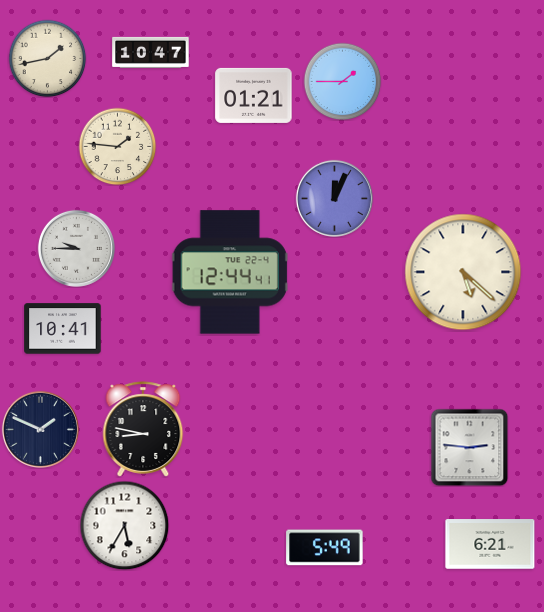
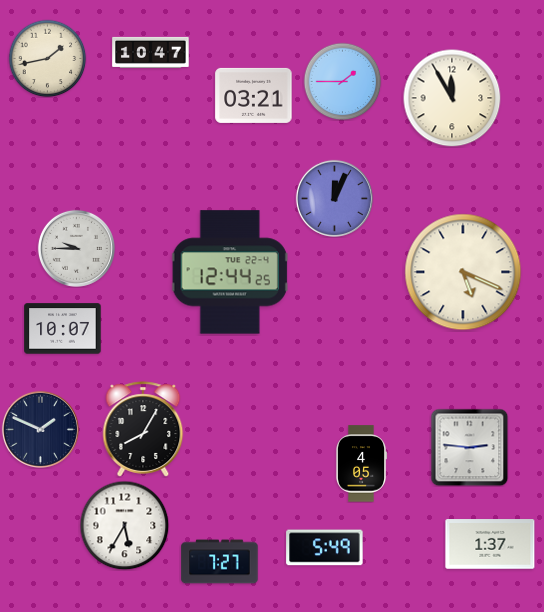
clock at (254, 95): 01:21 -> 03:21
clock at (452, 98): none -> 11:55
clock at (117, 146): 1:46 -> none
clock at (230, 272): 12:44:41 -> 12:44:25
clock at (463, 272): 5:22 -> 5:19
clock at (63, 329): 10:41 -> 10:07
clock at (143, 429): 8:47 -> 8:05
clock at (361, 464): none -> 4:05
clock at (490, 544): 6:21 -> 1:37
clock at (220, 562): none -> 7:27
